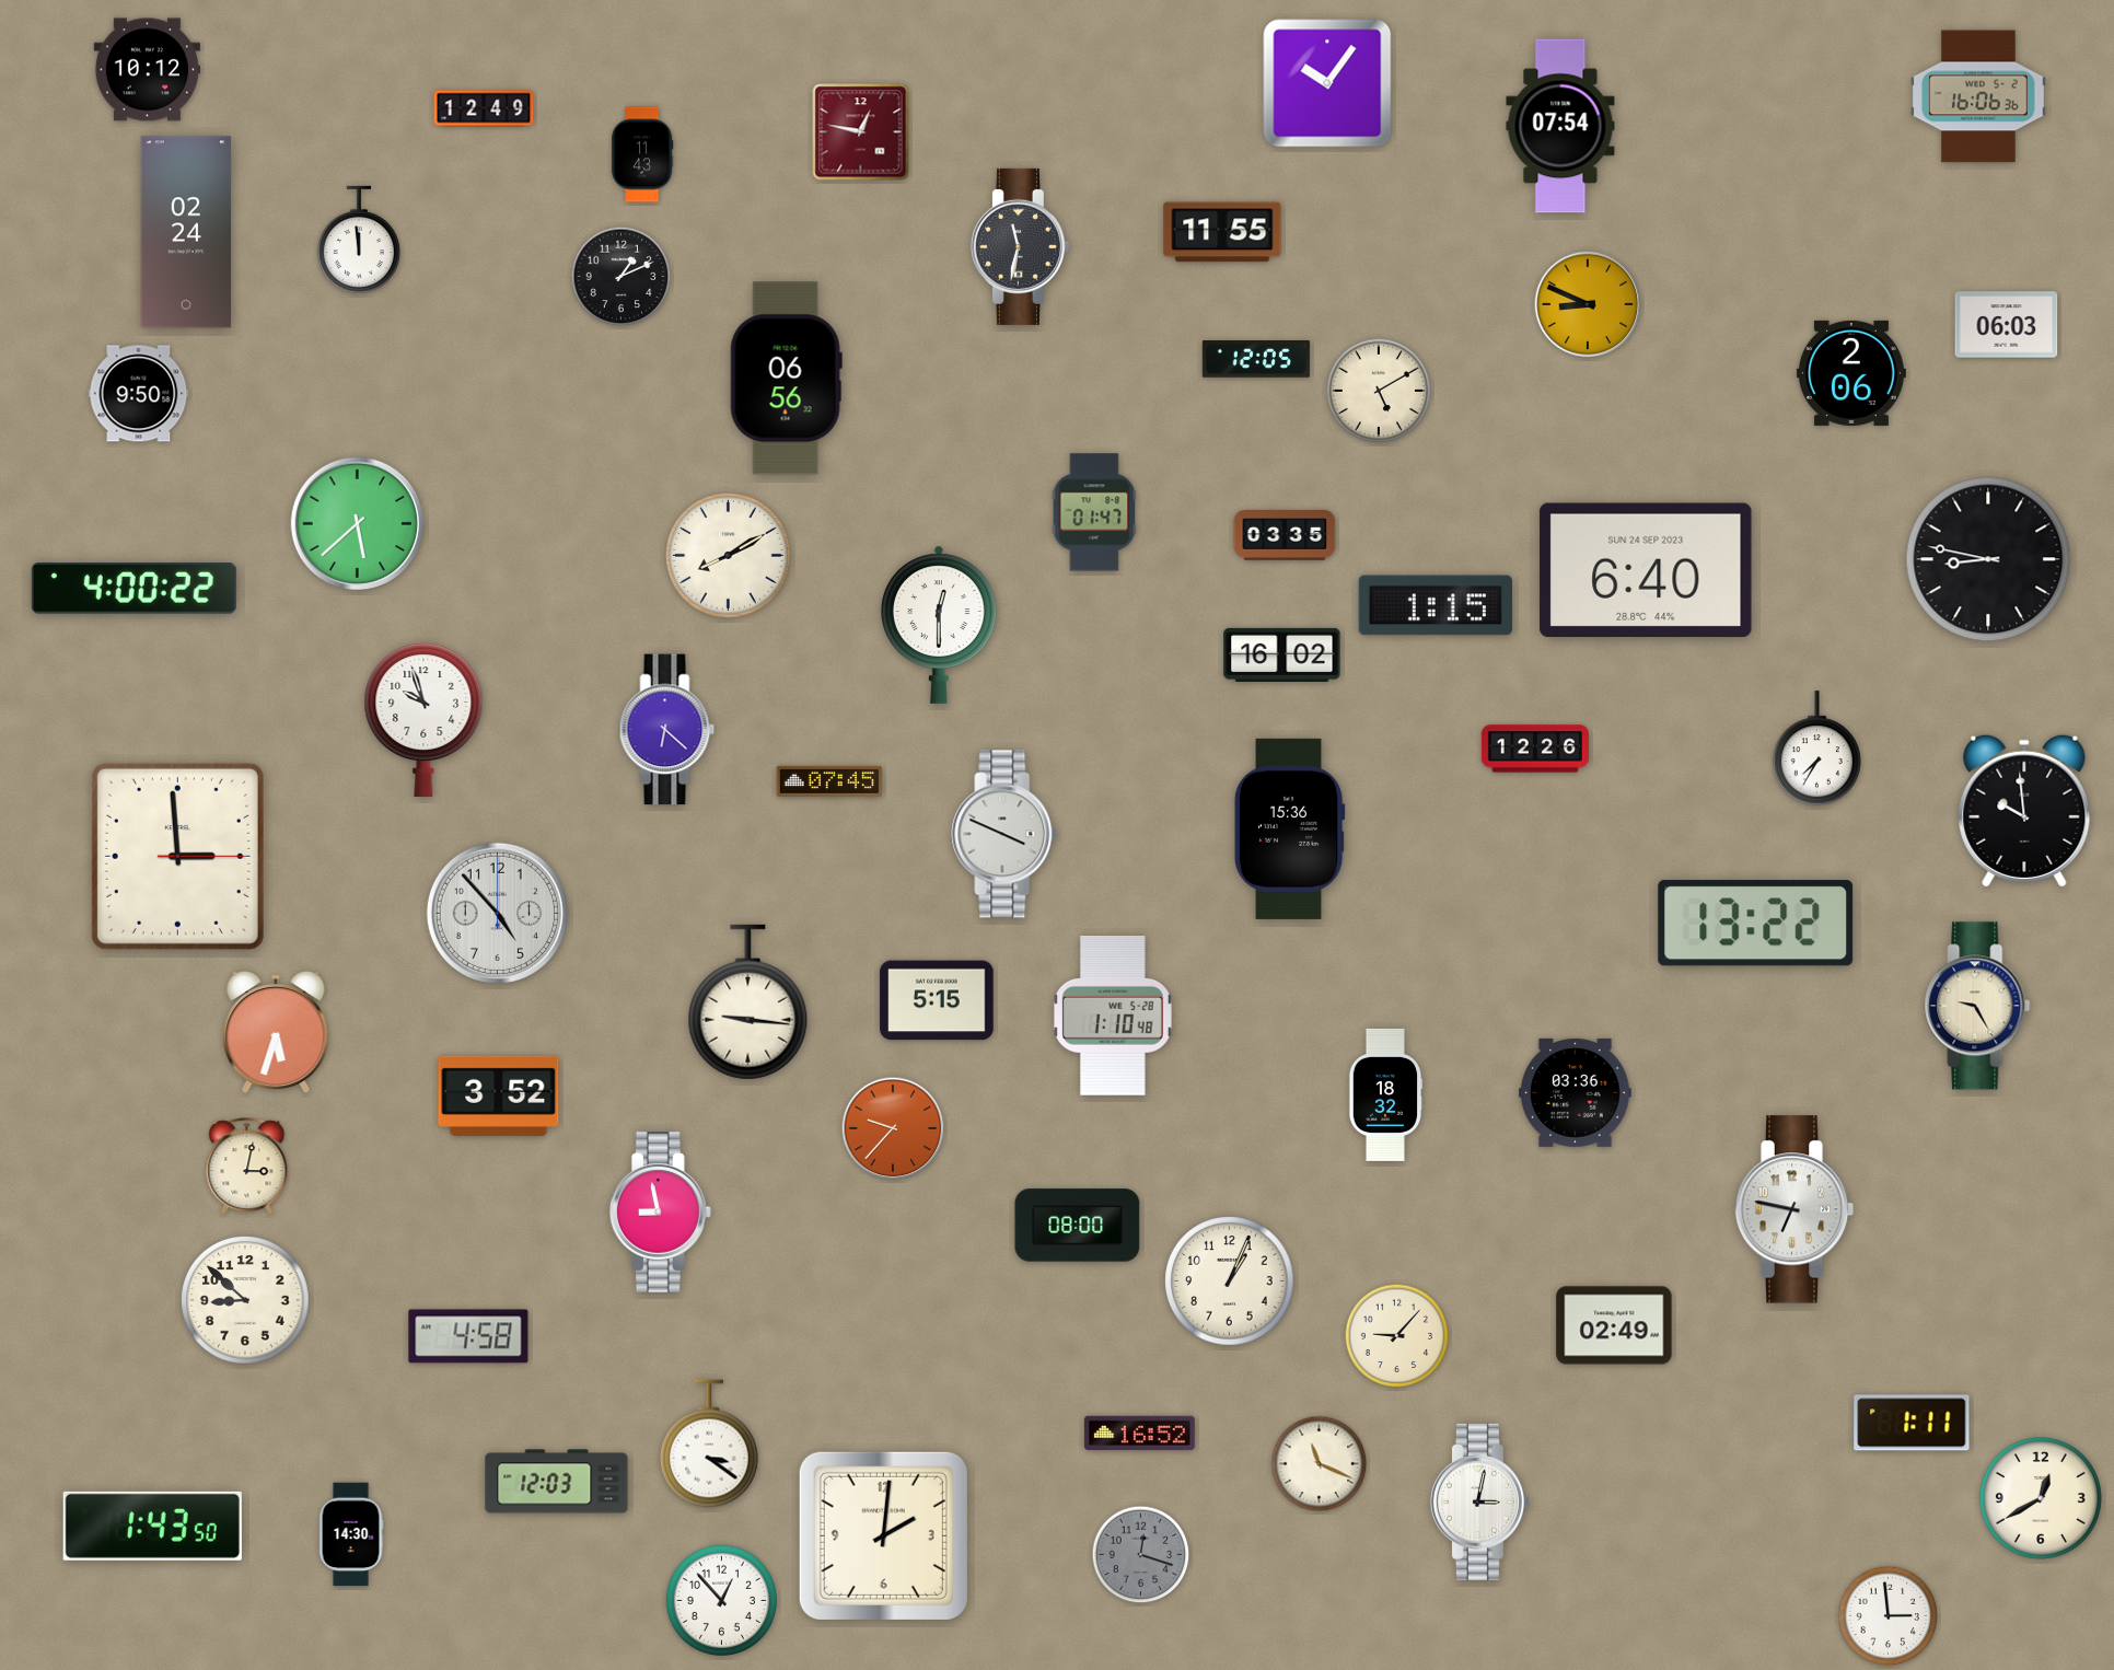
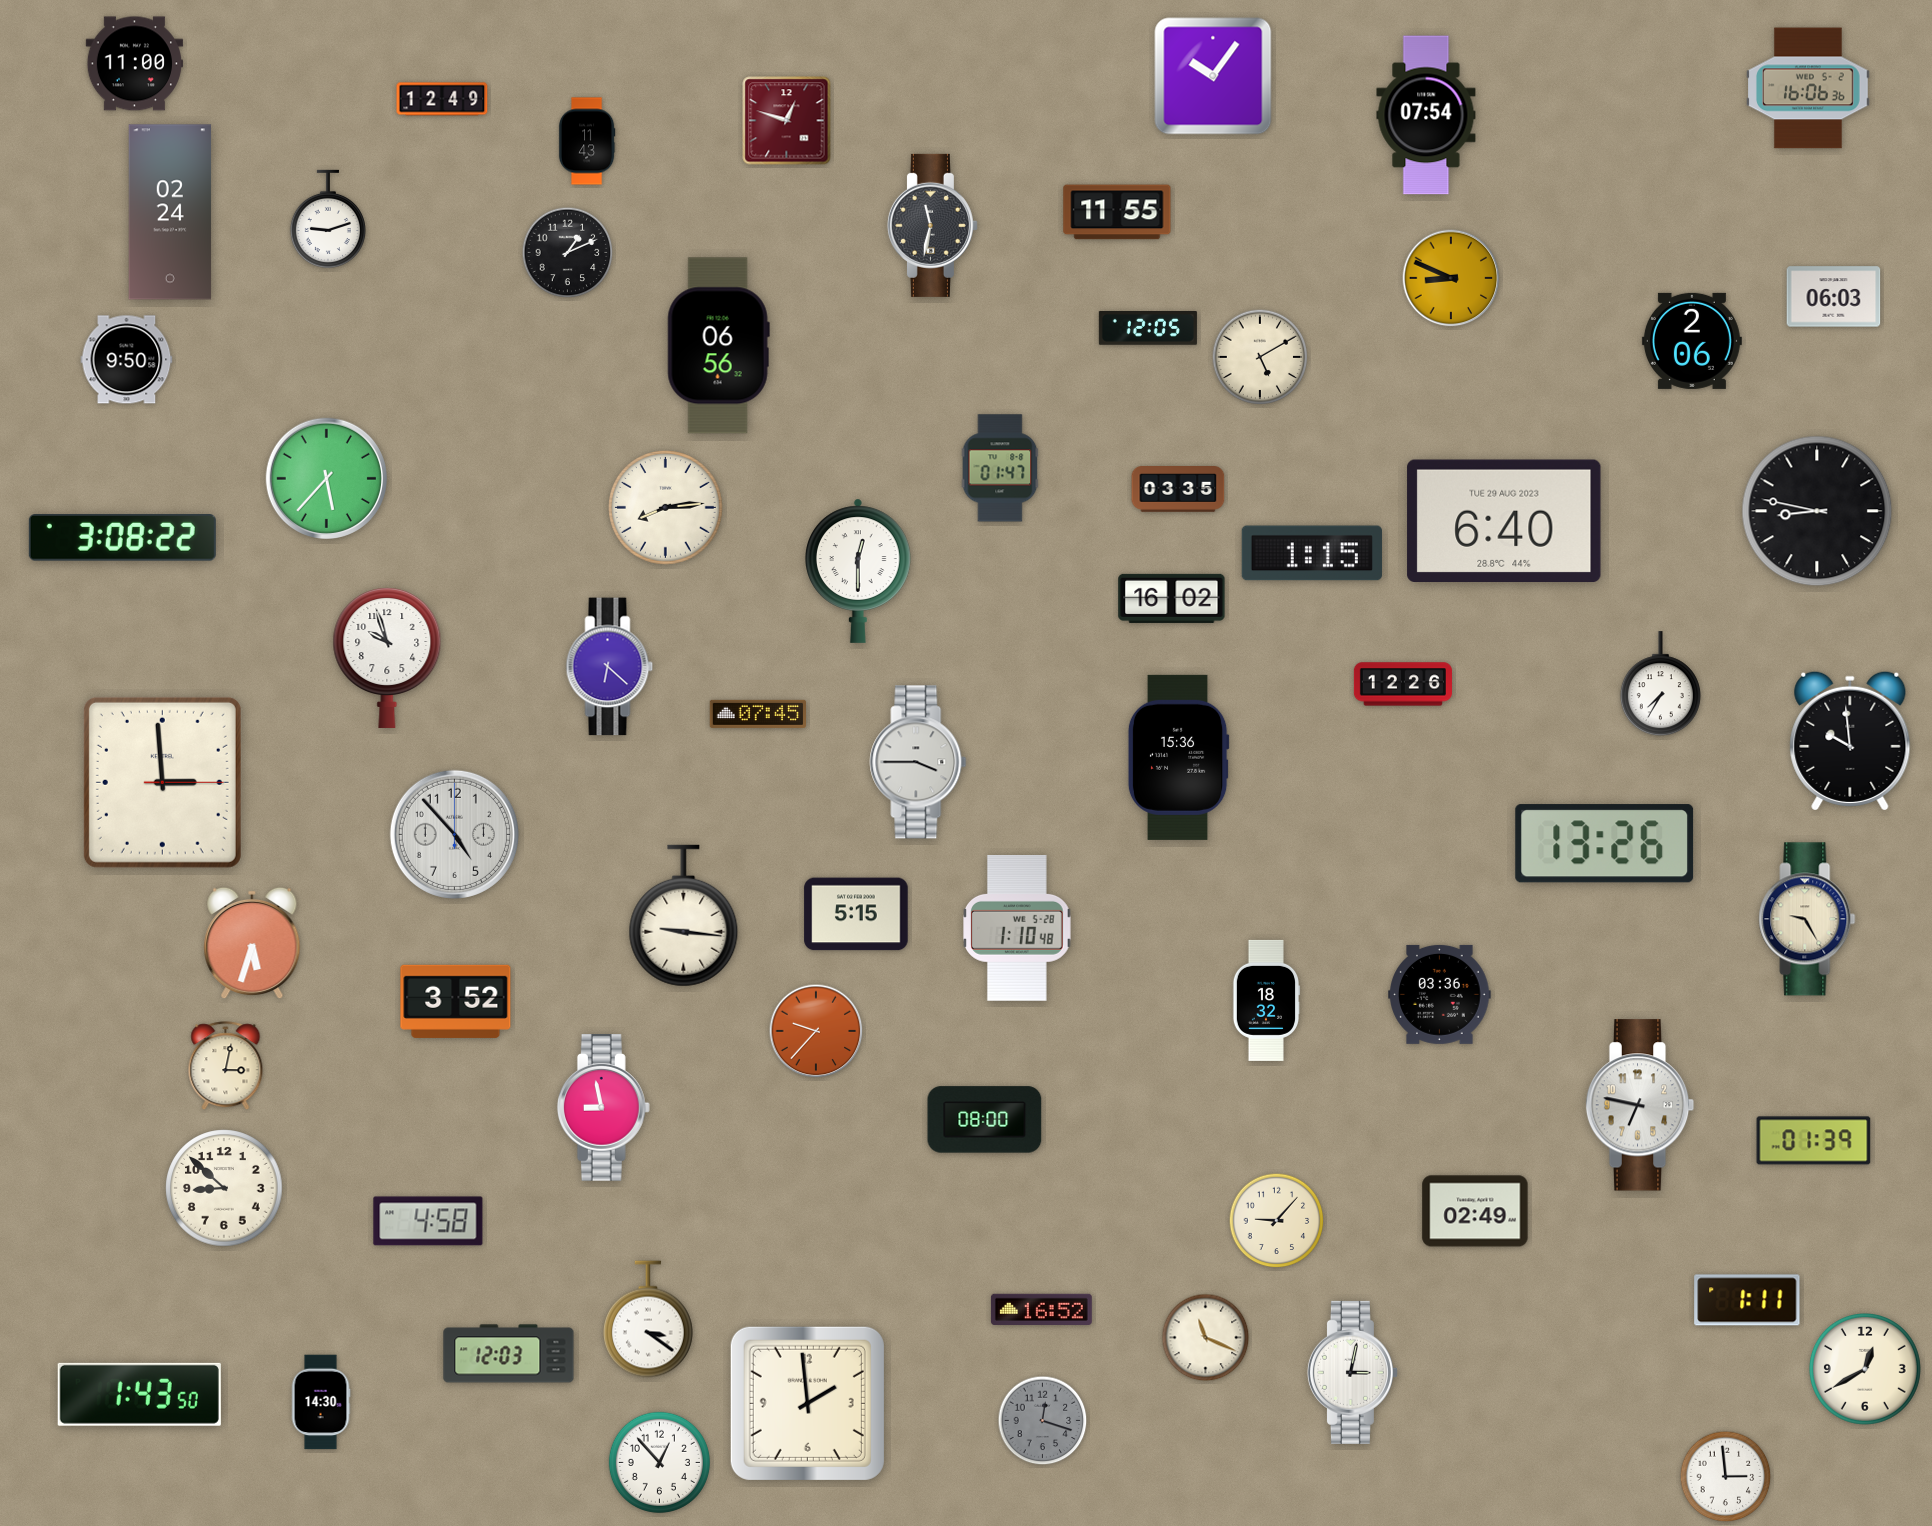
clock at (147, 70): 10:12 -> 11:00
clock at (861, 132): 12:47 -> 12:48
clock at (359, 240): 11:59 -> 9:12
clock at (357, 523): 5:38 -> 5:37
clock at (1285, 536) position: (1285, 536) -> (1178, 490)
clock at (729, 556): 8:10 -> 8:14
clock at (1646, 569) date: SUN 24 SEP 2023 -> TUE 29 AUG 2023
clock at (133, 589): 4:00 -> 3:08
clock at (1004, 834): 3:49 -> 3:45
clock at (1756, 924): 13:22 -> 13:26
clock at (1576, 1092) position: (1576, 1092) -> (1440, 994)
clock at (1814, 1141): none -> 01:39
clock at (1230, 1282): 1:04 -> none
clock at (883, 1535): 2:01 -> 1:59
